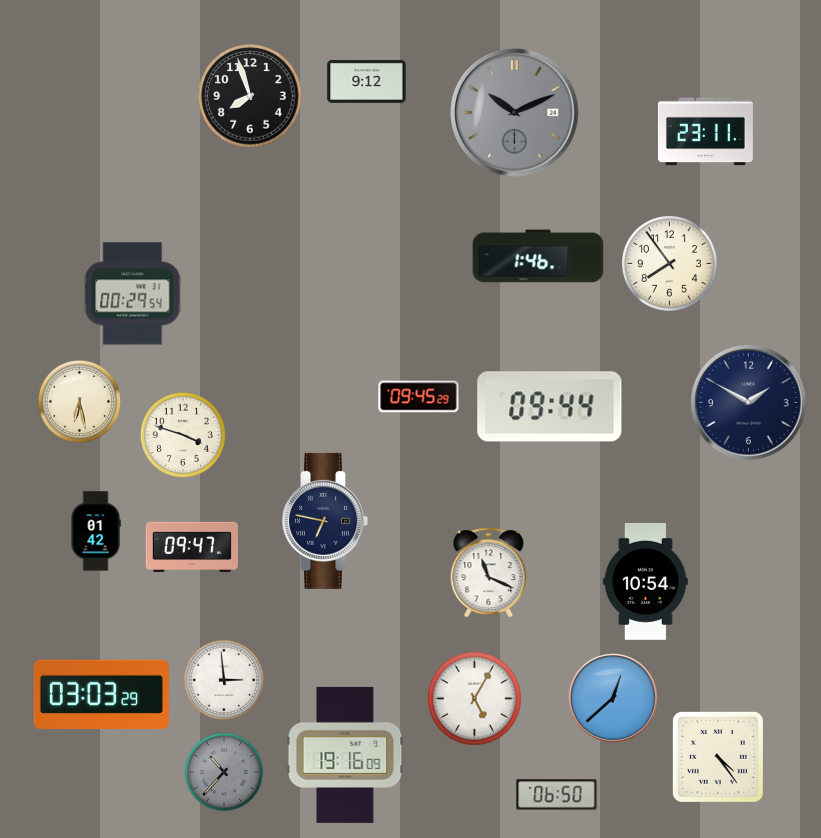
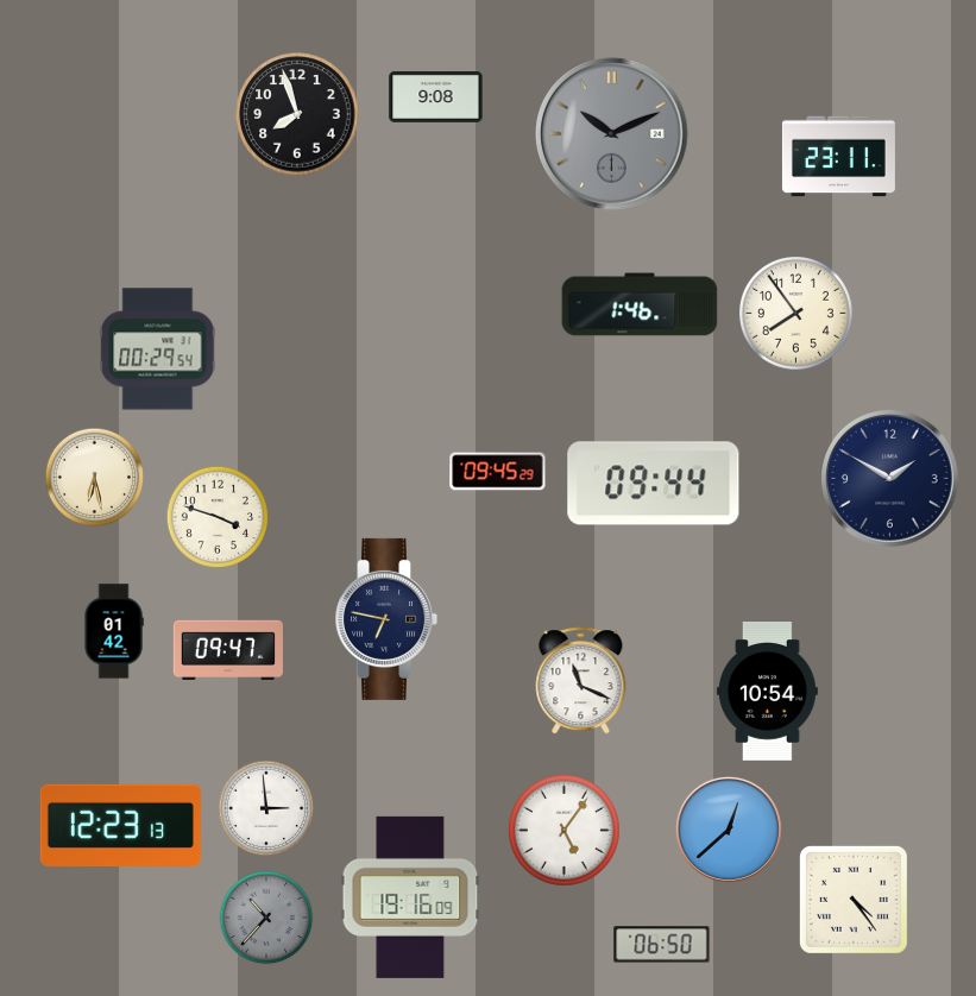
clock at (367, 81): 9:12 -> 9:08
clock at (101, 694): 03:03 -> 12:23
clock at (474, 698): 5:05 -> 5:06
